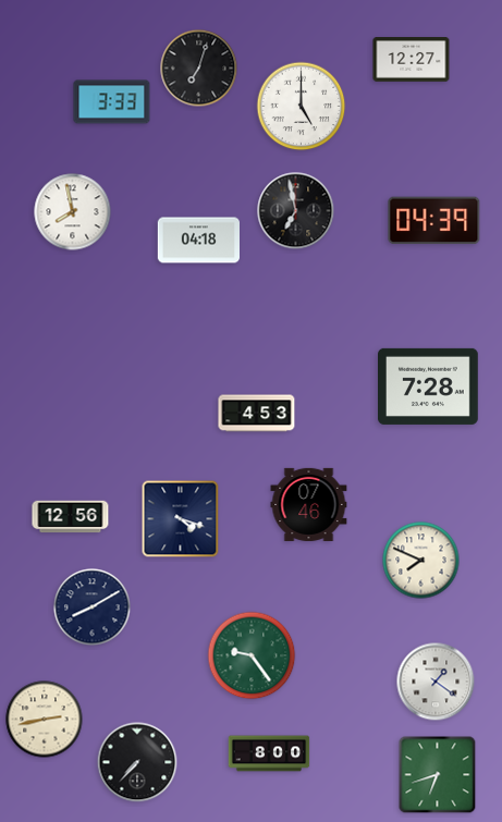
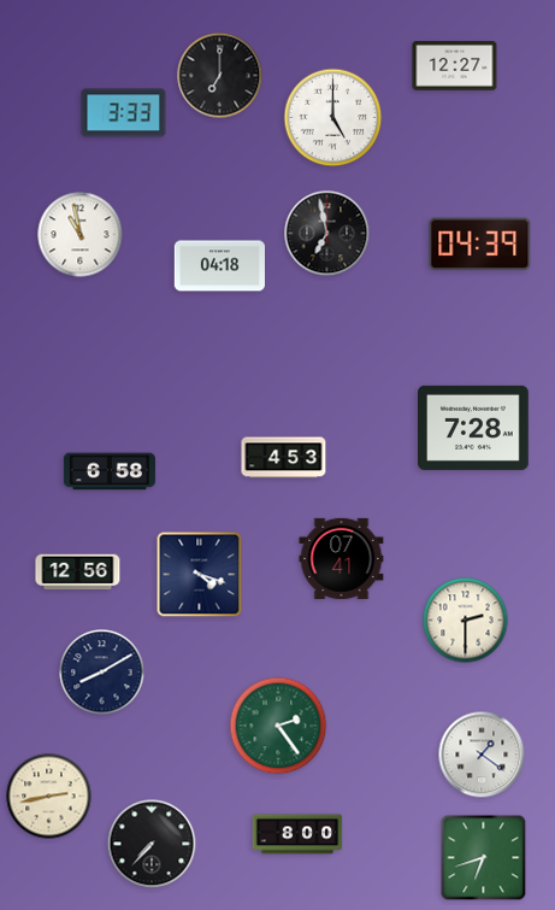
clock at (199, 69): 7:03 -> 7:00
clock at (73, 212): 7:58 -> 10:58
clock at (110, 471): none -> 6:58
clock at (309, 504): 07:46 -> 07:41
clock at (421, 561): 7:49 -> 2:30
clock at (252, 655): 9:24 -> 2:24
